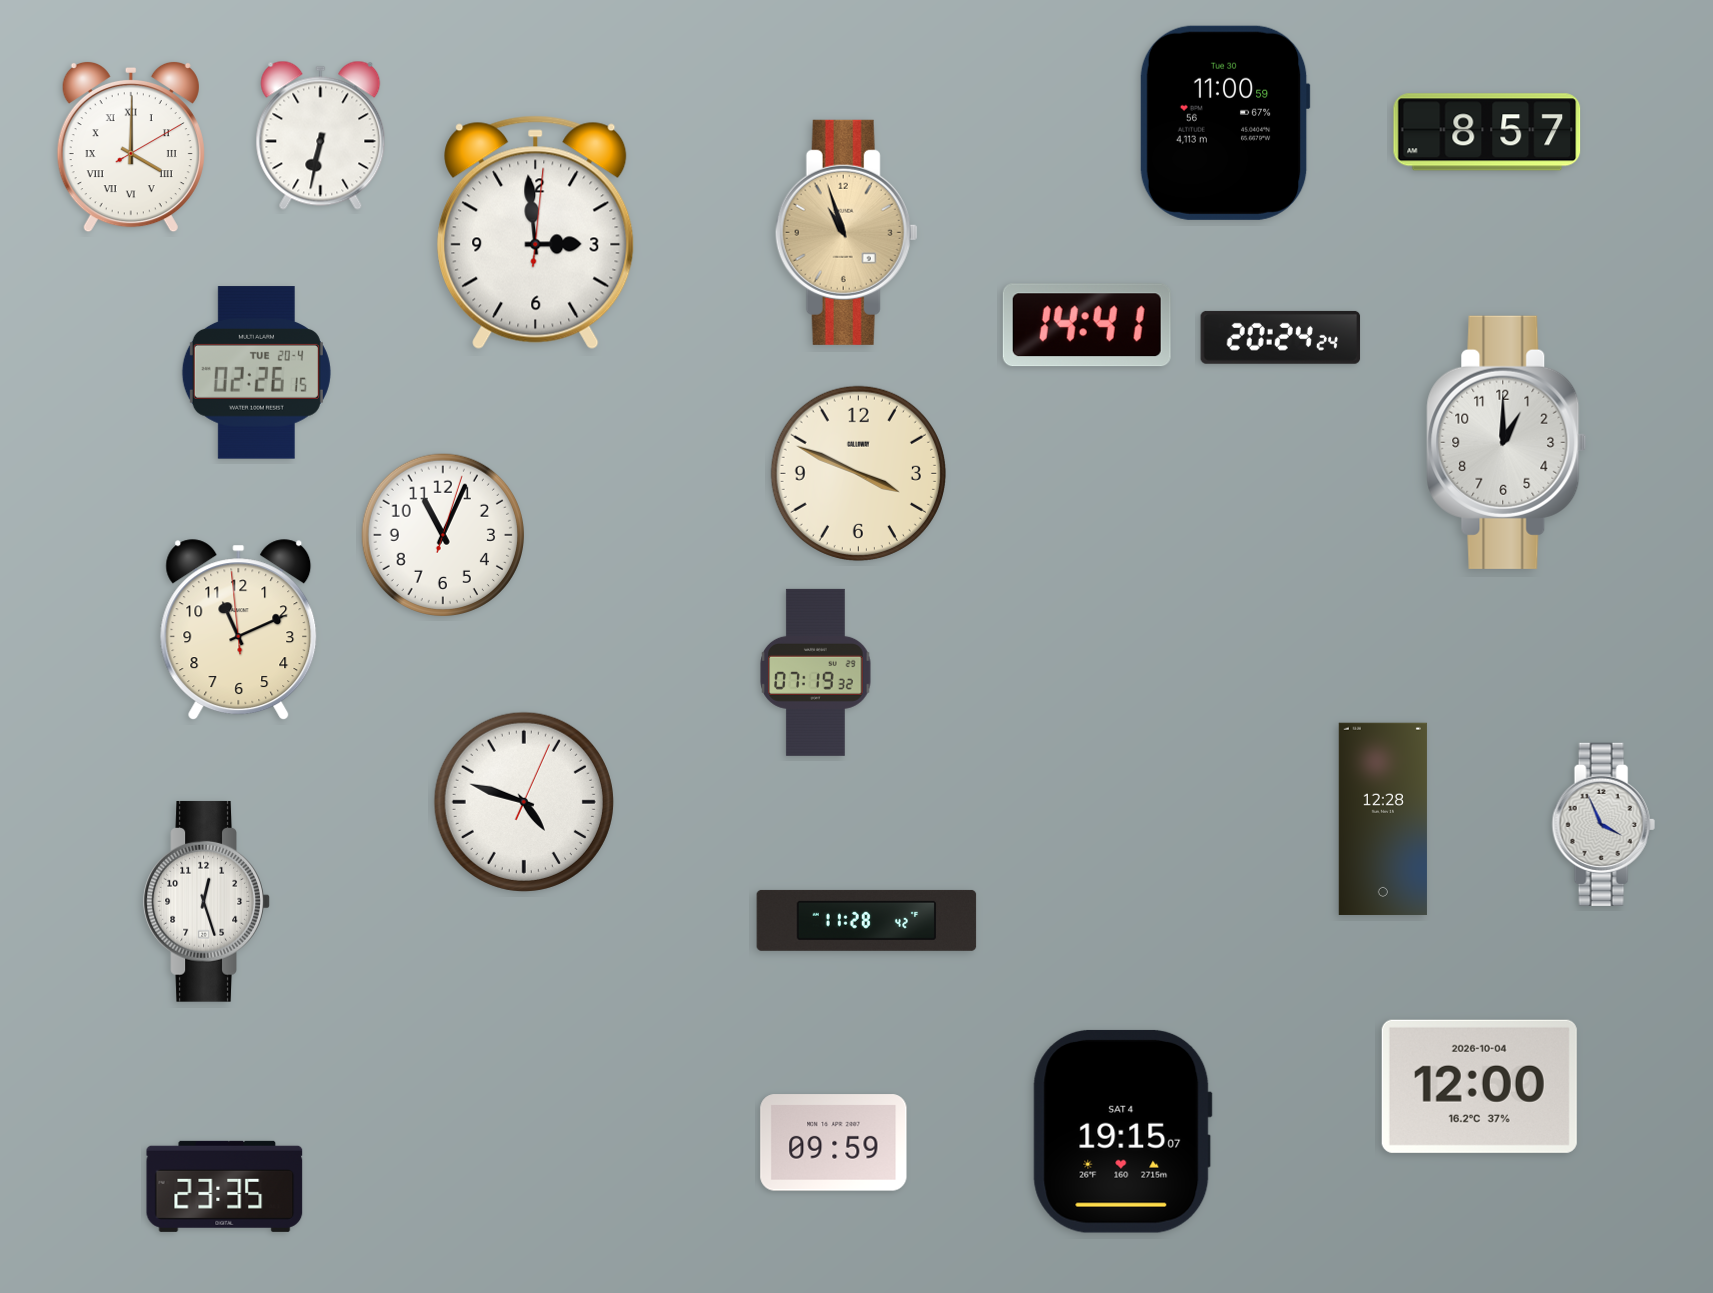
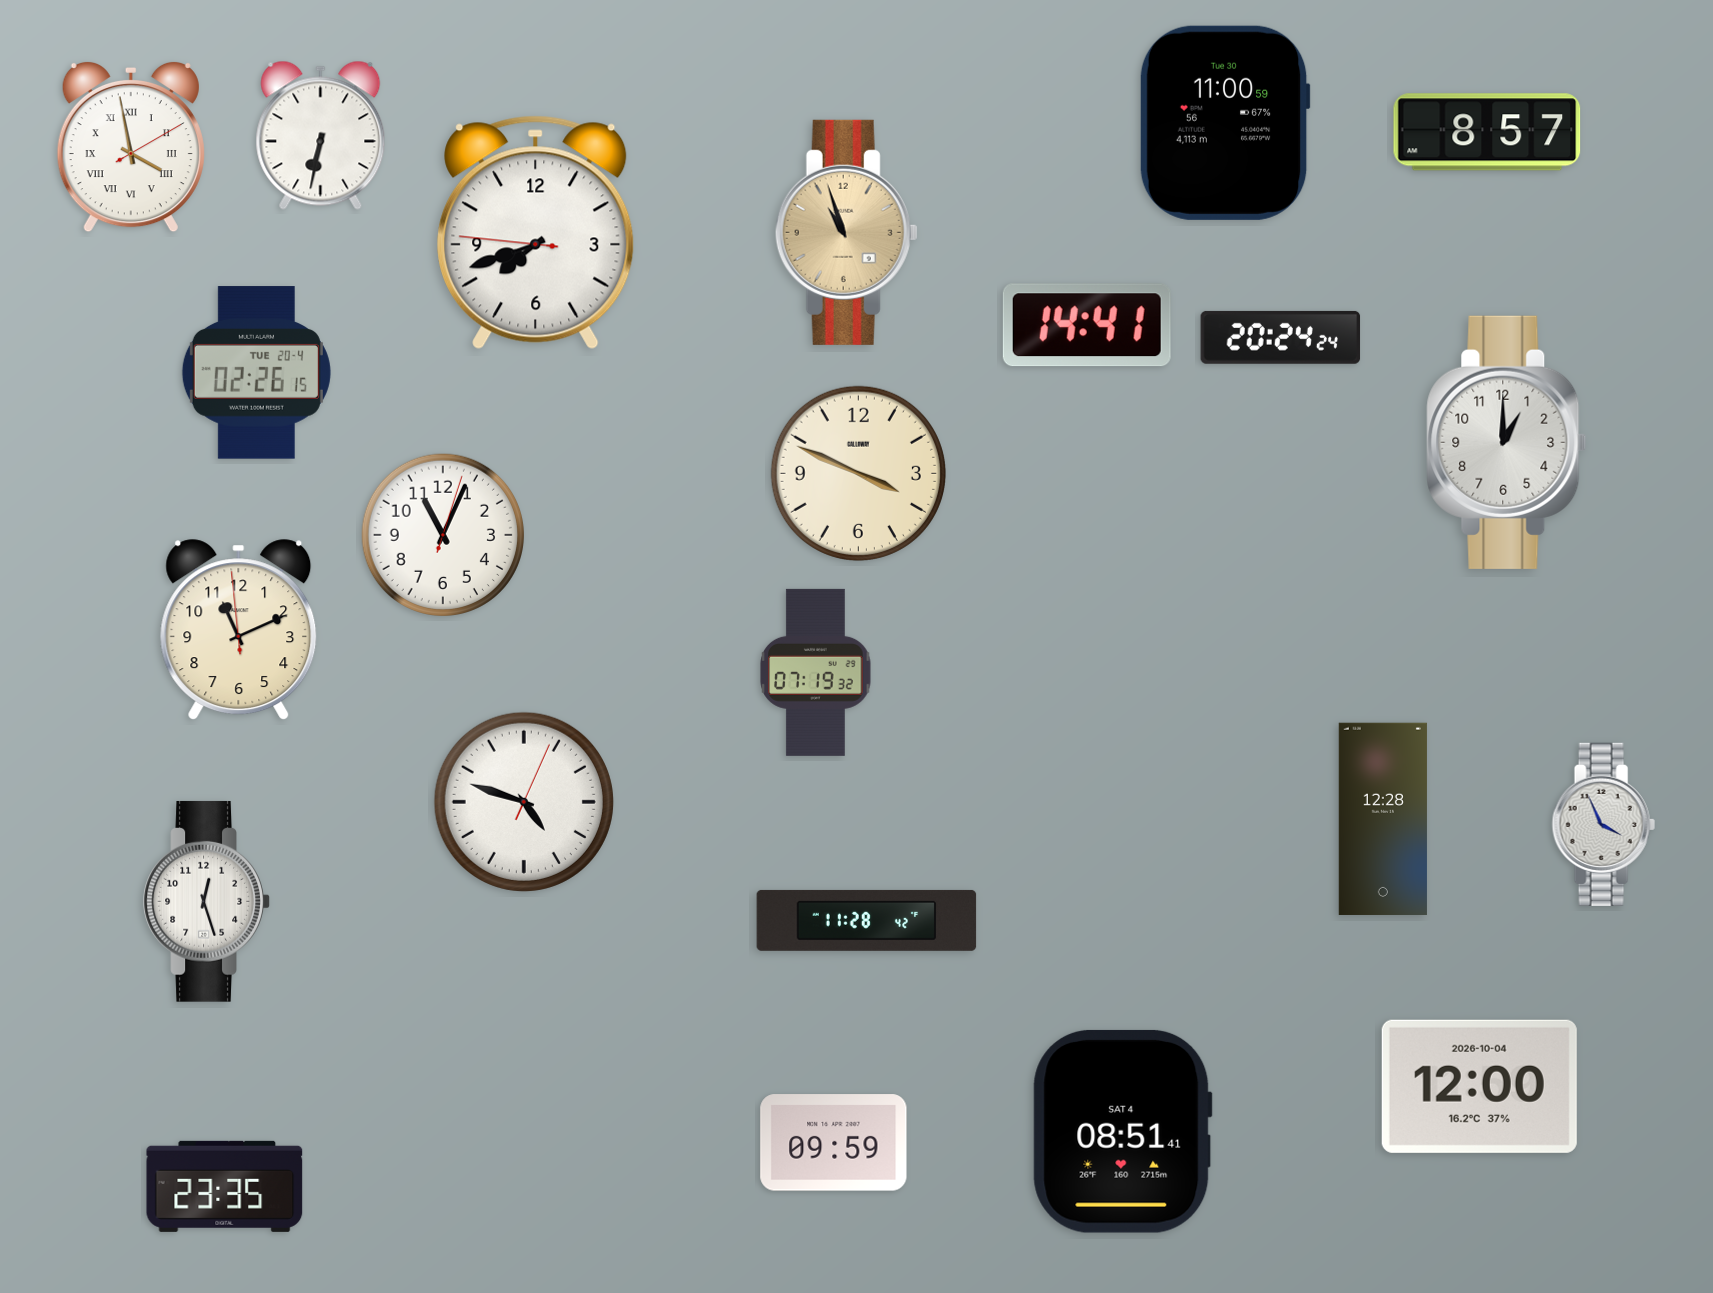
clock at (131, 147): 4:00 -> 3:58
clock at (536, 232): 2:59 -> 7:41
clock at (1122, 1131): 19:15 -> 08:51
